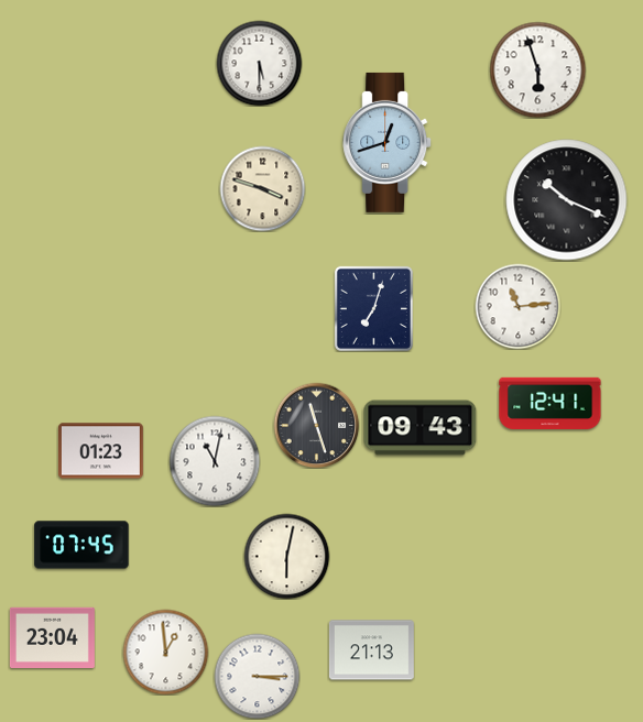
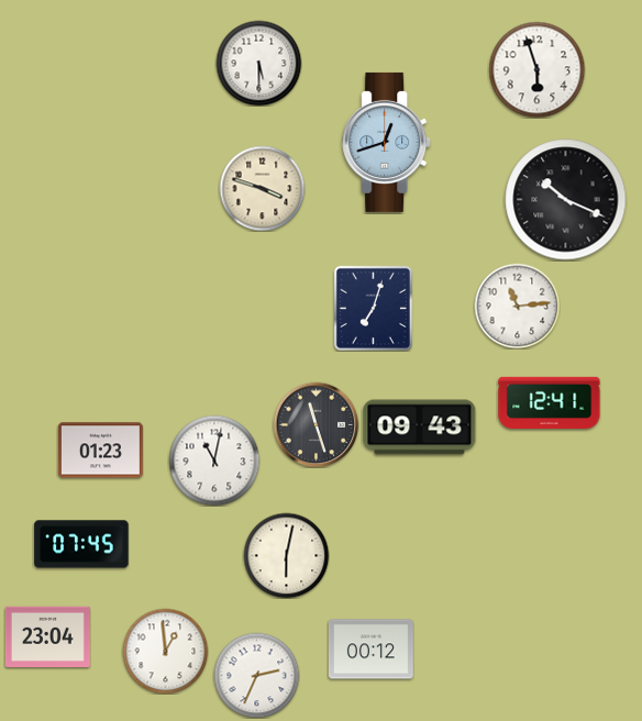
clock at (52, 637) position: (52, 637) -> (47, 636)
clock at (371, 650): 21:13 -> 00:12
clock at (257, 676): 3:15 -> 2:34
